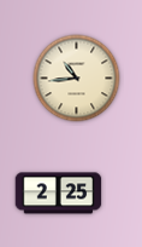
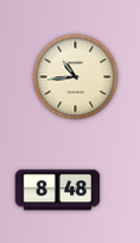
clock at (59, 194): 2:25 -> 8:48
